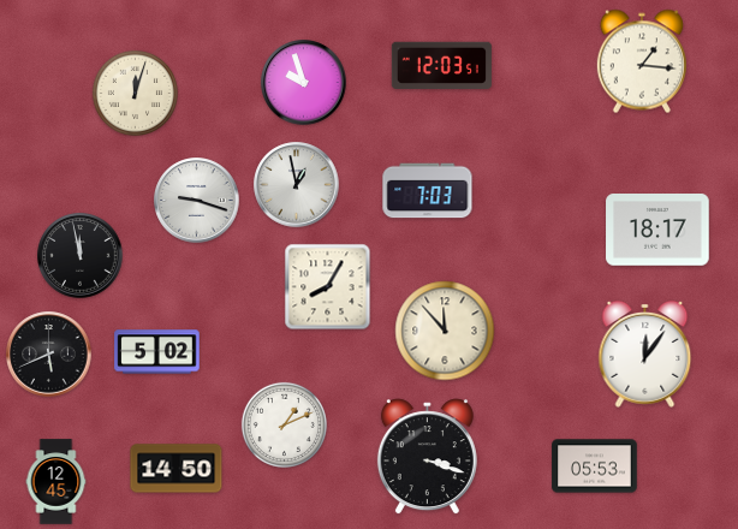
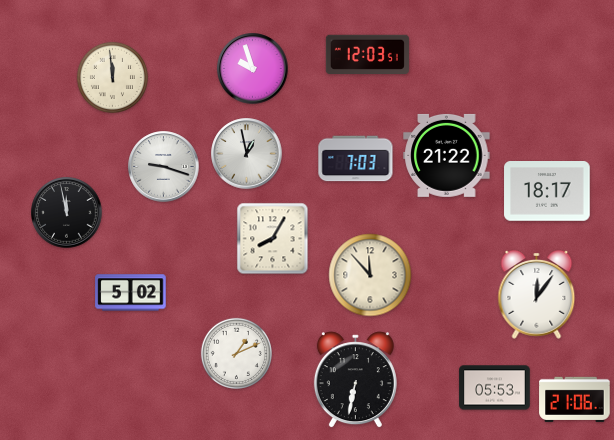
clock at (642, 61): 1:16 -> none
clock at (135, 93): 12:03 -> 11:59
clock at (447, 155): none -> 21:22
clock at (49, 355): 5:41 -> none
clock at (427, 457): 3:18 -> 6:32
clock at (177, 469): 14:50 -> none
clock at (575, 399): none -> 21:06
clock at (56, 482): 12:45 -> none
